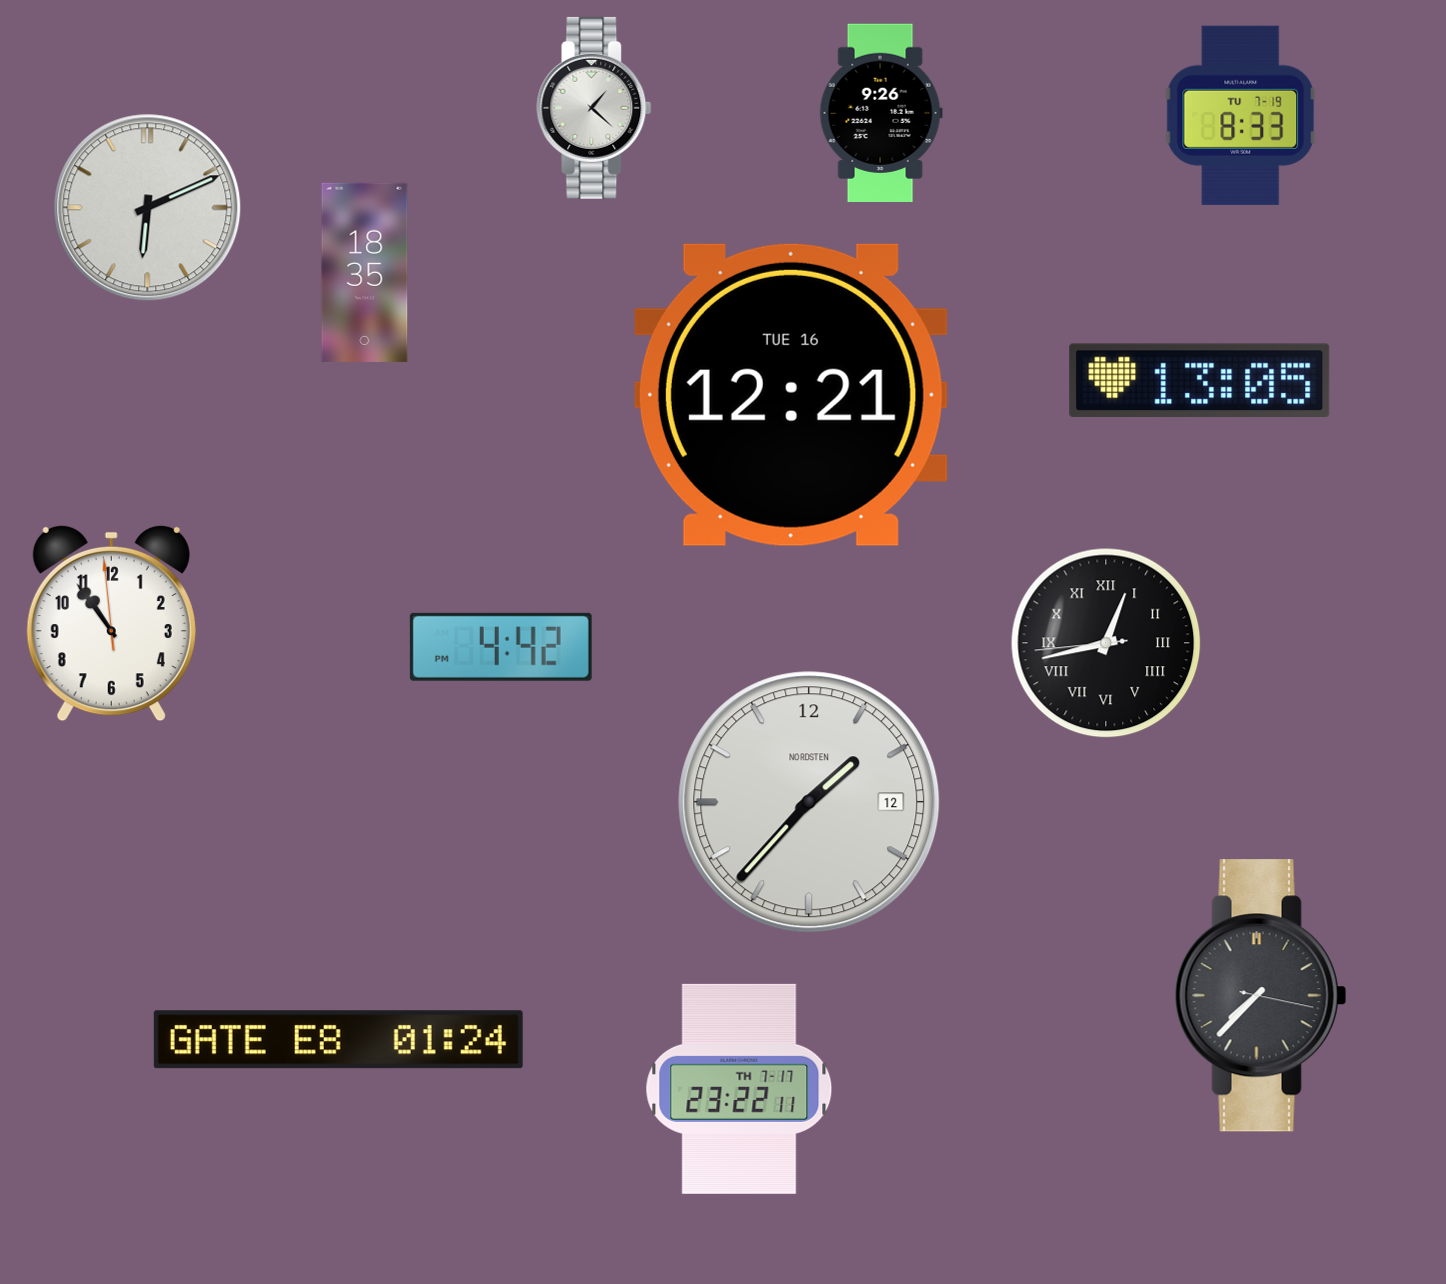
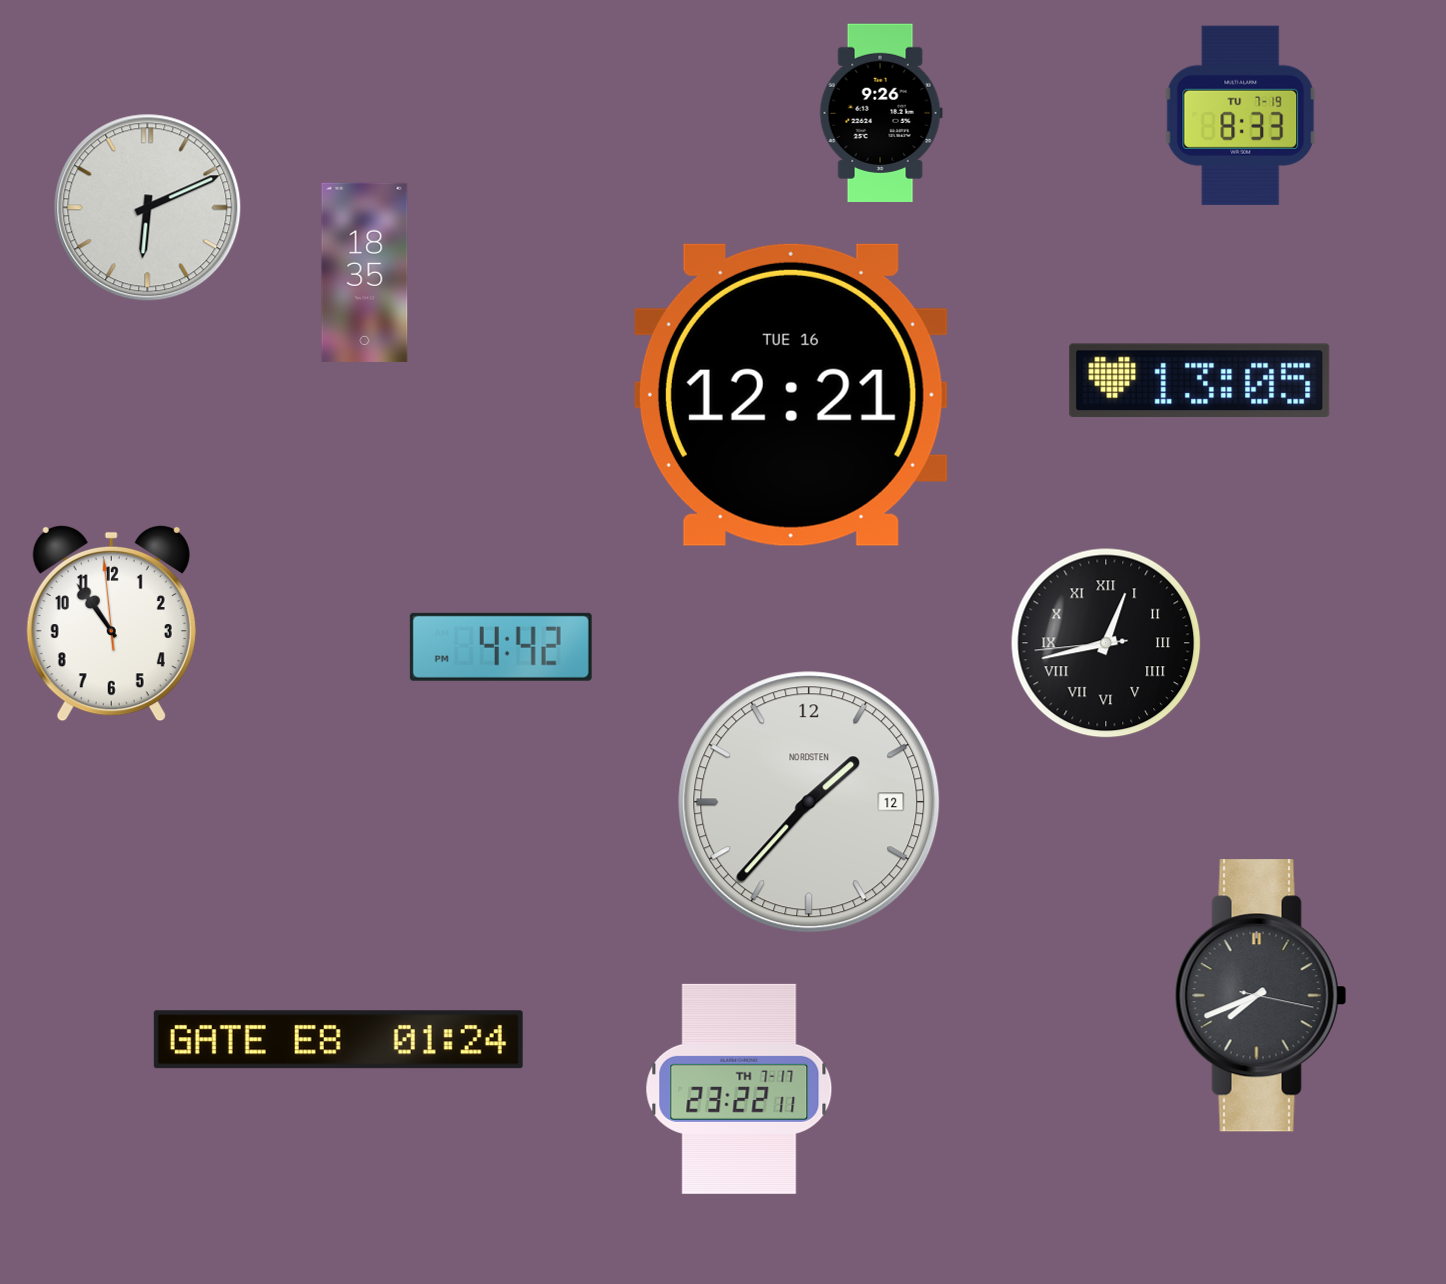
clock at (594, 108): 1:22 -> none
clock at (1261, 996): 7:37 -> 7:41
